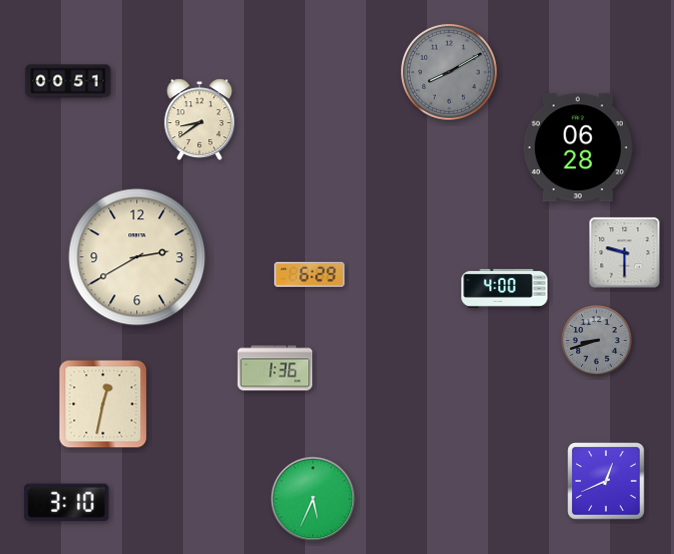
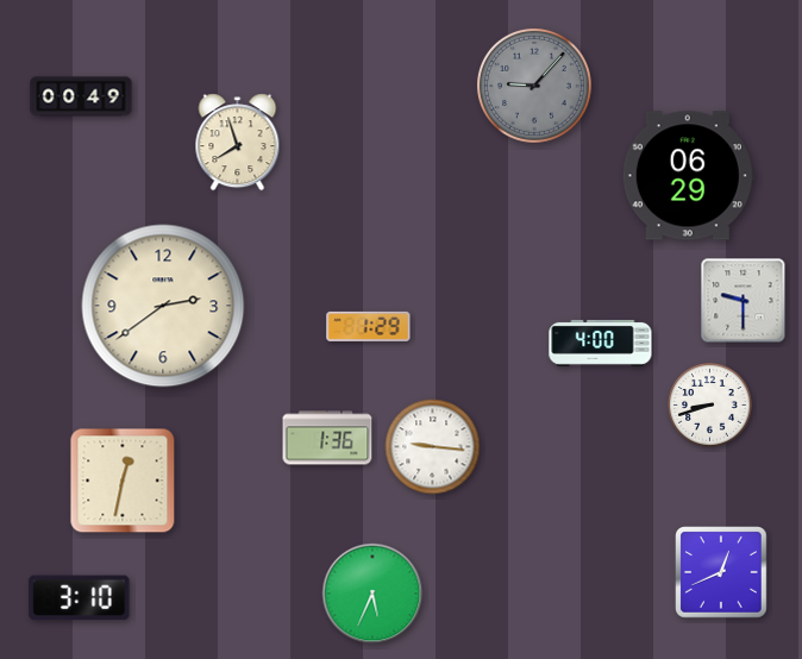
clock at (449, 72): 8:10 -> 9:07
clock at (68, 81): 00:51 -> 00:49
clock at (200, 120): 8:39 -> 7:57
clock at (578, 148): 06:28 -> 06:29
clock at (137, 257): 2:40 -> 2:39
clock at (310, 274): 6:29 -> 1:29
clock at (597, 341) dial: grey -> white
clock at (433, 447): none -> 9:16
